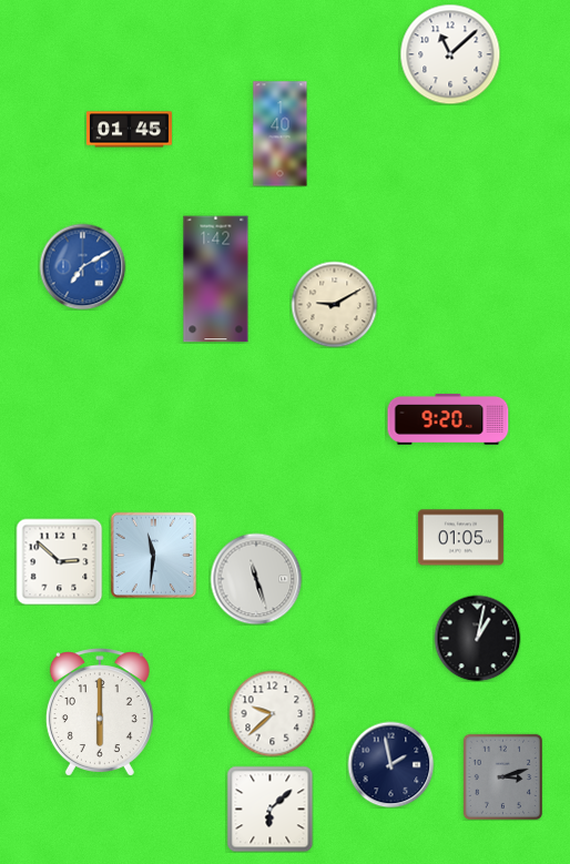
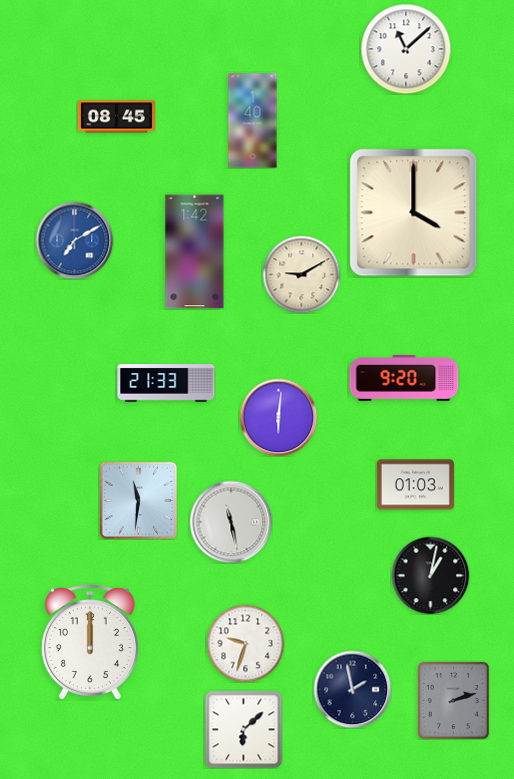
clock at (129, 130): 01:45 -> 08:45
clock at (414, 213): none -> 4:00
clock at (166, 383): none -> 21:33
clock at (278, 417): none -> 6:01
clock at (460, 538): 01:05 -> 01:03
clock at (59, 561): 2:52 -> none
clock at (256, 579): 11:27 -> 11:28
clock at (100, 712): 6:00 -> 12:00
clock at (272, 713): 9:38 -> 9:33
clock at (502, 776): 3:12 -> 2:12
